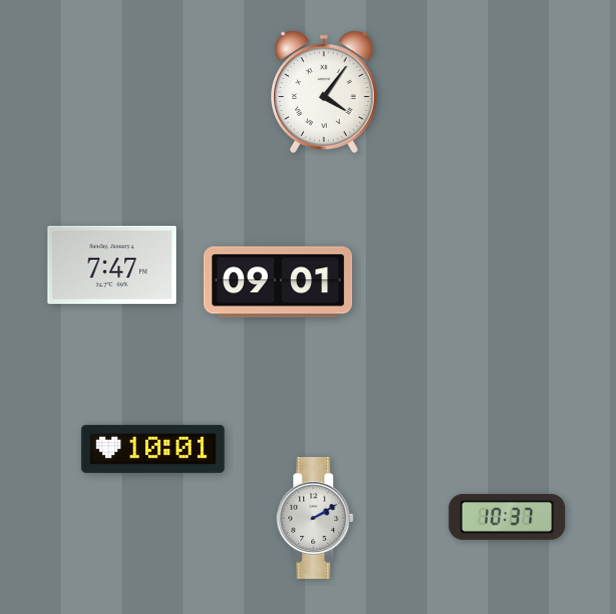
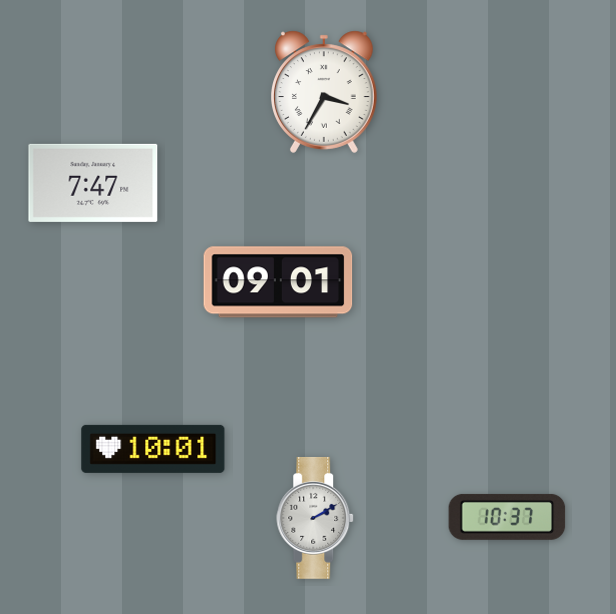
clock at (325, 92): 4:06 -> 3:35
clock at (112, 265) position: (112, 265) -> (93, 183)
